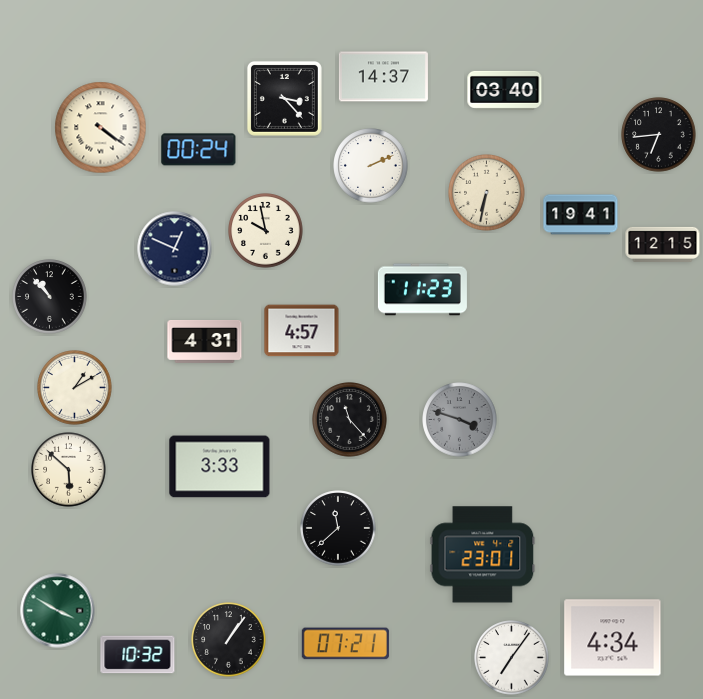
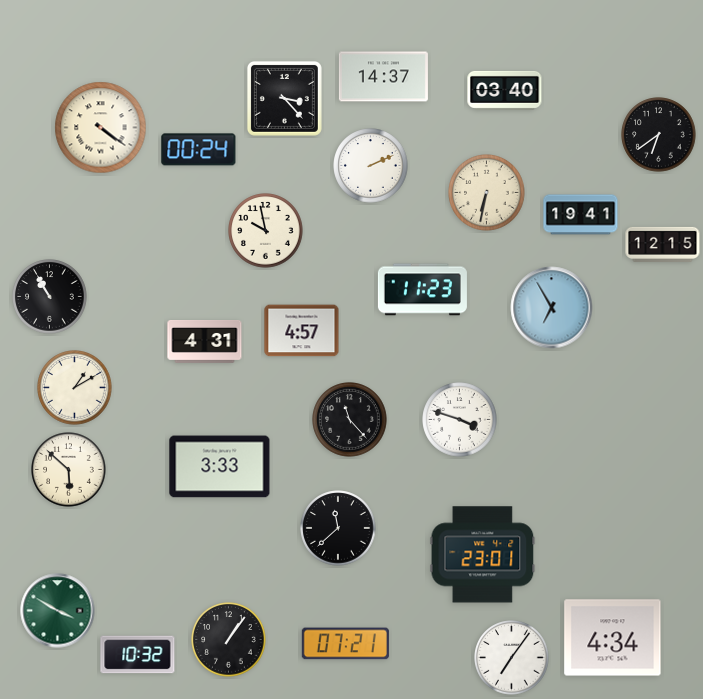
clock at (659, 135): 6:44 -> 6:39
clock at (175, 249): 12:49 -> none
clock at (50, 297): 10:53 -> 10:55
clock at (552, 308): none -> 6:55
clock at (460, 420) dial: grey -> white
